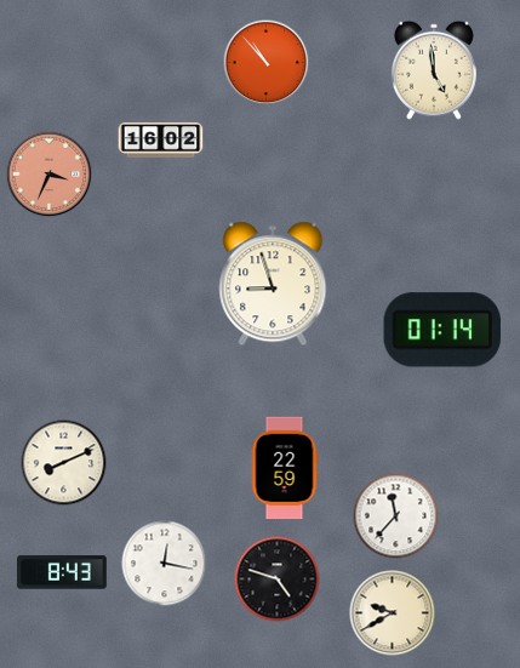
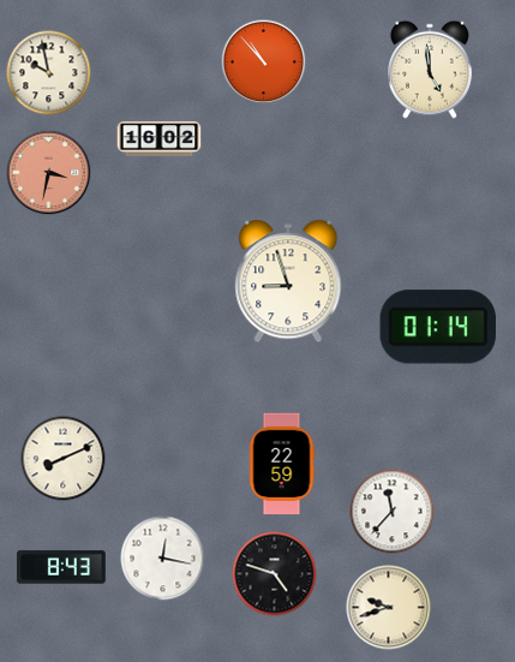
clock at (49, 73): none -> 9:58
clock at (50, 175): 3:34 -> 3:32
clock at (273, 284) position: (273, 284) -> (288, 281)
clock at (393, 613): 9:40 -> 9:42
